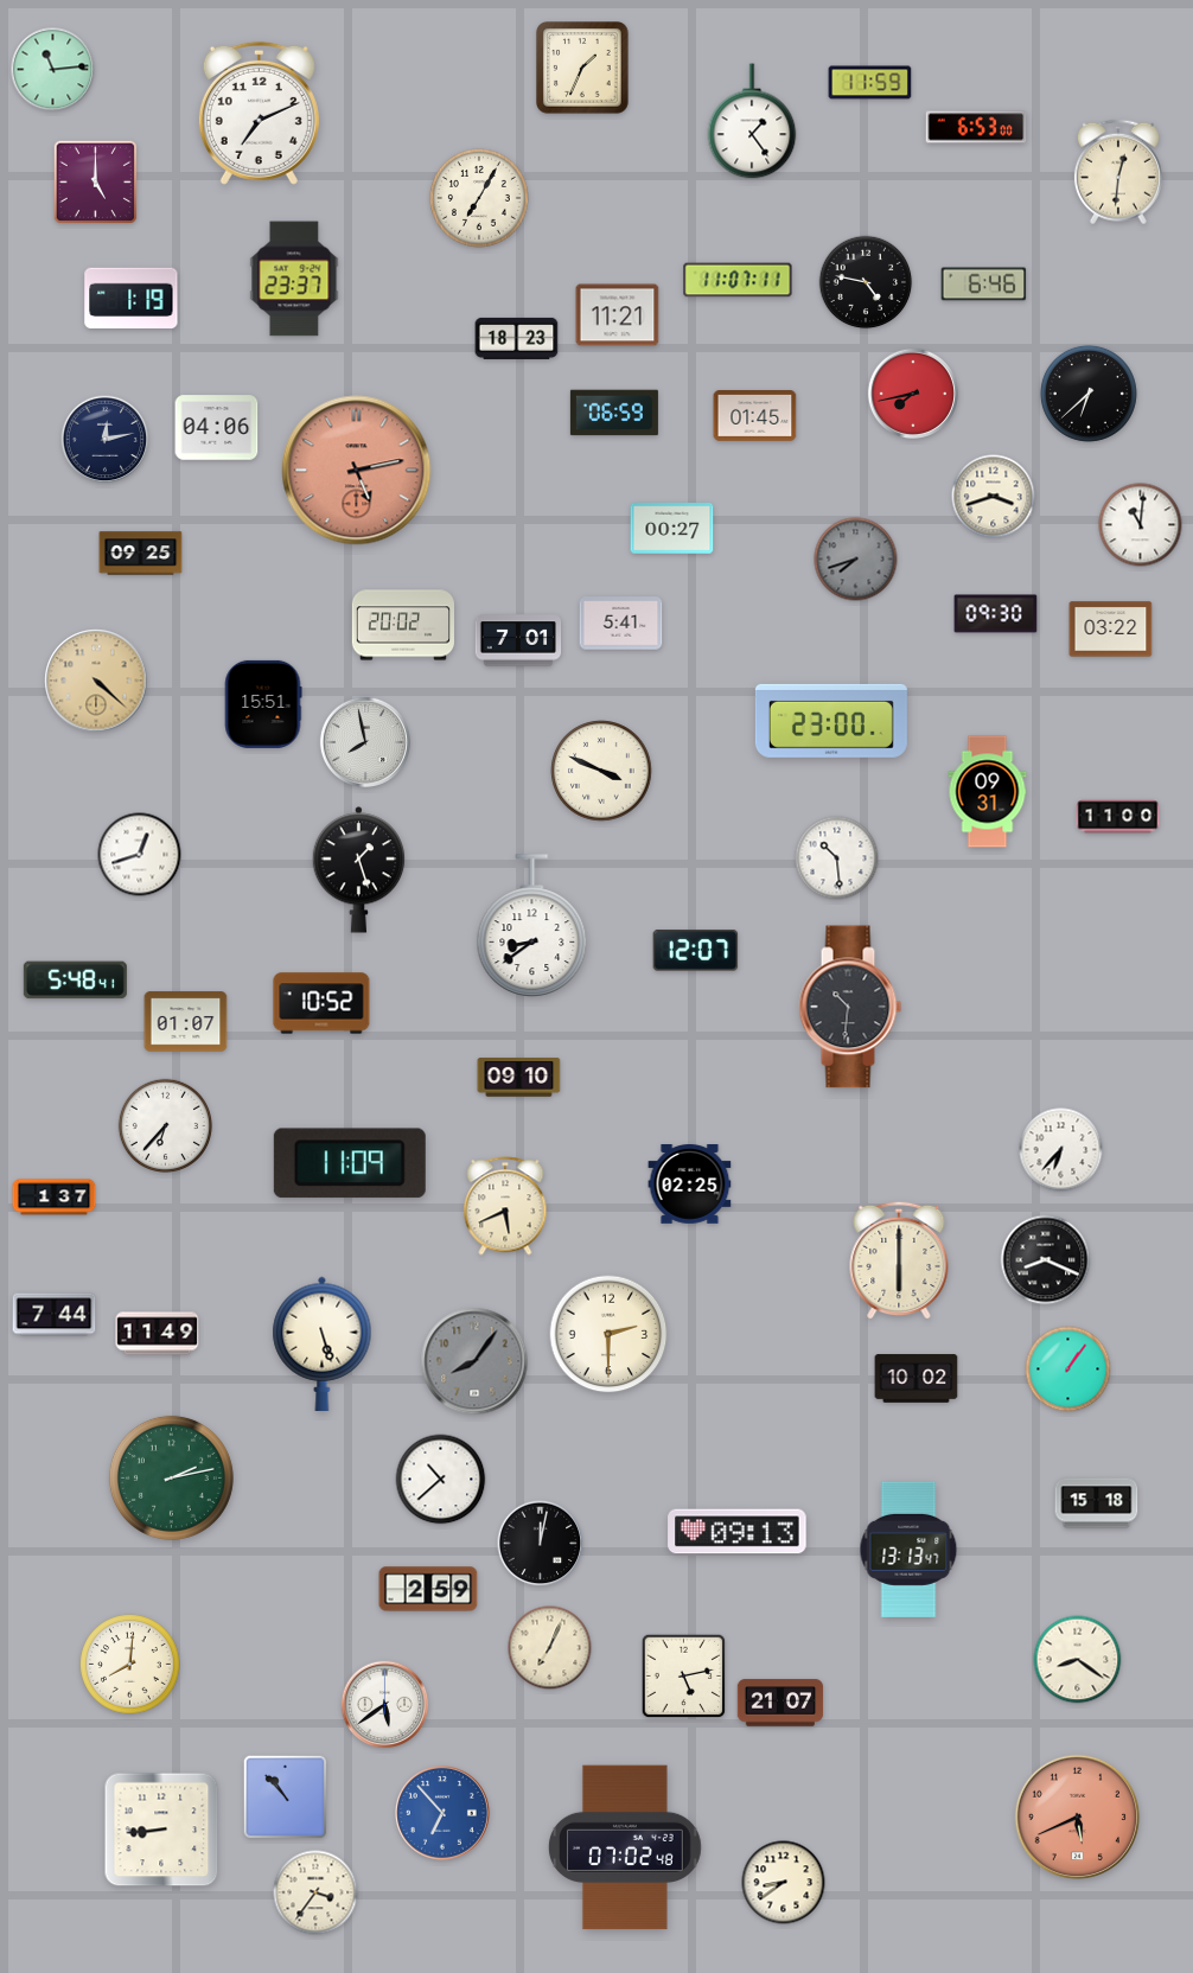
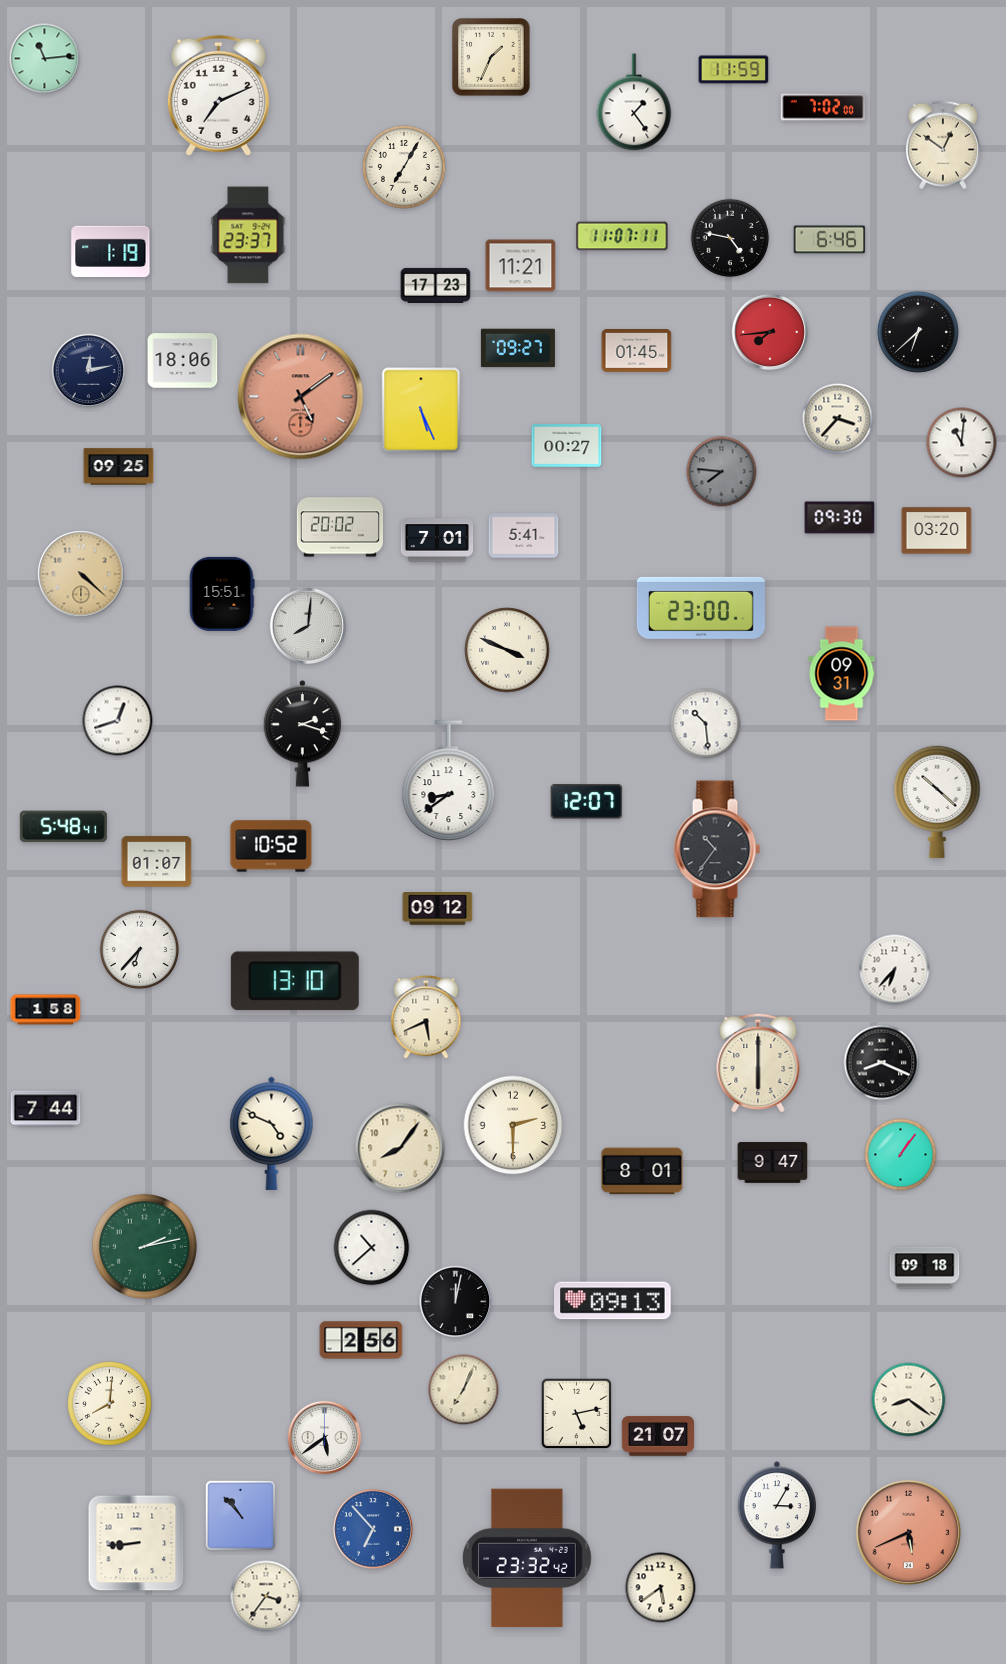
clock at (976, 127): 6:53 -> 7:02
clock at (1118, 172): 12:31 -> 12:51
clock at (96, 183): 5:00 -> none
clock at (517, 338): 18:23 -> 17:23
clock at (913, 394): 7:43 -> 7:44
clock at (614, 413): 06:59 -> 09:27
clock at (217, 428): 04:06 -> 18:06
clock at (357, 471): 5:13 -> 5:09
clock at (421, 410): none -> 5:26
clock at (994, 497): 3:42 -> 3:37
clock at (856, 560): 7:42 -> 7:46
clock at (621, 624) position: (621, 624) -> (524, 536)
clock at (1111, 630): 03:22 -> 03:20
clock at (365, 742): 7:58 -> 8:01
clock at (988, 792) position: (988, 792) -> (842, 674)
clock at (1118, 817): 11:00 -> none
clock at (359, 870): 1:27 -> 2:18
clock at (937, 802): none -> 10:22
clock at (850, 1007): 10:31 -> 10:36
clock at (519, 1078): 09:10 -> 09:12
clock at (350, 1163): 11:09 -> 13:10
clock at (690, 1185): 02:25 -> none
clock at (55, 1198): 1:37 -> 1:58
clock at (158, 1334): 11:49 -> none
clock at (323, 1343): 5:27 -> 4:49
clock at (474, 1361) dial: grey -> cream
clock at (917, 1379): 10:02 -> 9:47
clock at (642, 1171): none -> 8:01
clock at (1097, 1503): 15:18 -> 09:18
clock at (738, 1532) position: (738, 1532) -> (613, 1301)
clock at (908, 1550): 13:13 -> none
clock at (428, 1589): 2:59 -> 2:56
clock at (776, 1515): none -> 3:05
clock at (625, 1847): 07:02 -> 23:32
clock at (784, 1883): 8:39 -> 5:39
